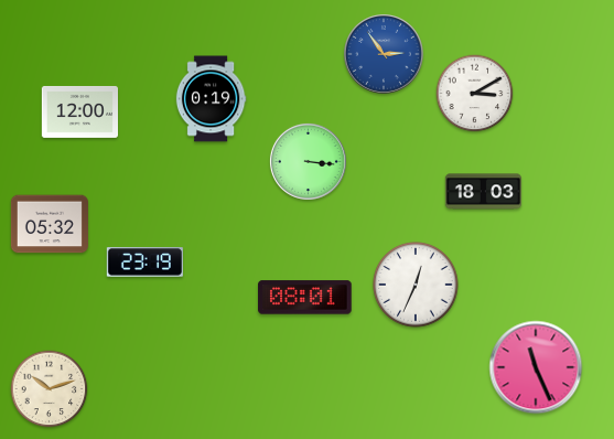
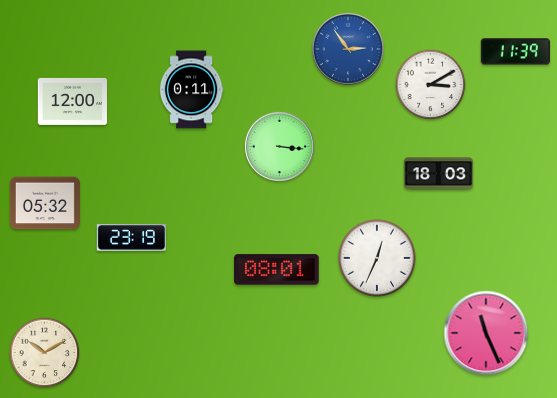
clock at (515, 52): none -> 11:39
clock at (211, 99): 0:19 -> 0:11
clock at (50, 389): 10:12 -> 10:10
